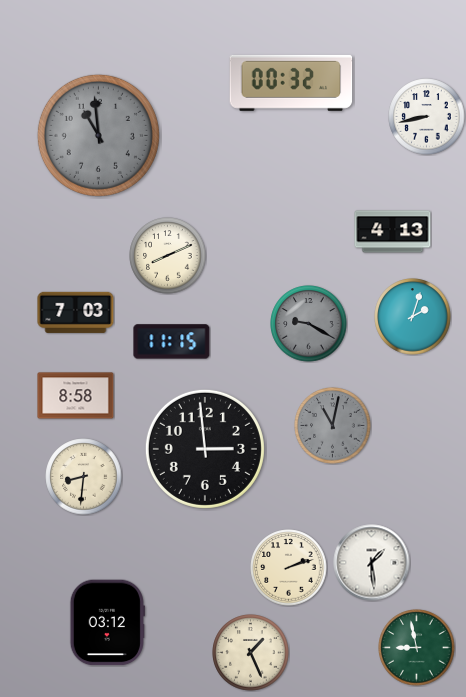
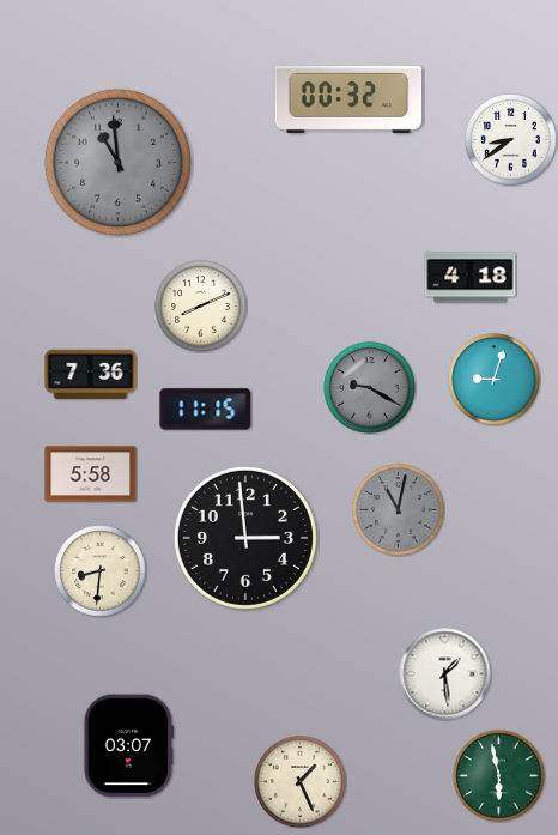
clock at (427, 117): 8:43 -> 8:39
clock at (393, 232): 4:13 -> 4:18
clock at (76, 312): 7:03 -> 7:36
clock at (413, 317): 2:03 -> 9:03
clock at (76, 396): 8:58 -> 5:58
clock at (289, 568): 2:12 -> none
clock at (107, 623): 03:12 -> 03:07
clock at (417, 648): 8:58 -> 5:58
